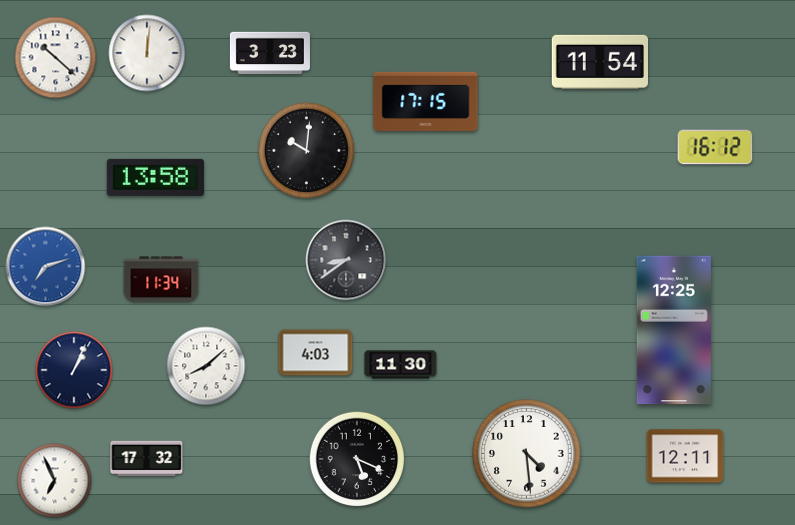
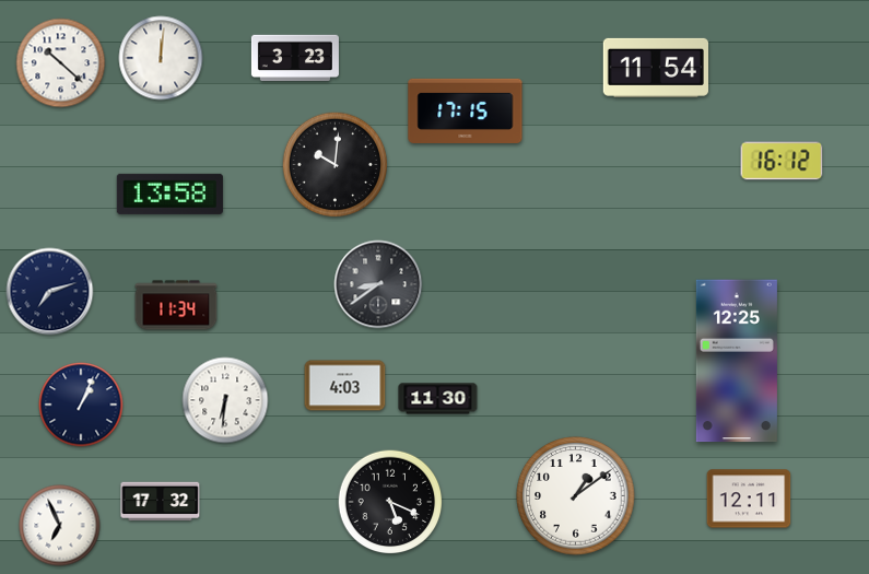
clock at (46, 267) dial: blue -> navy
clock at (206, 366): 8:08 -> 6:31
clock at (527, 454): 4:29 -> 1:09
